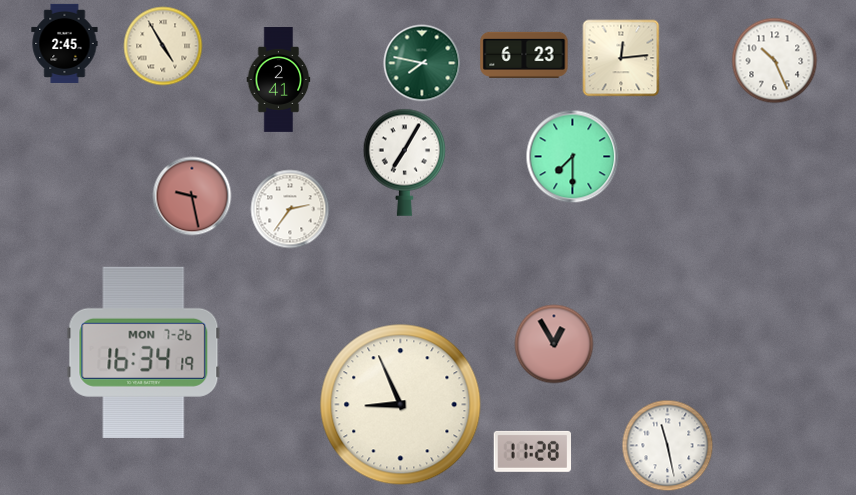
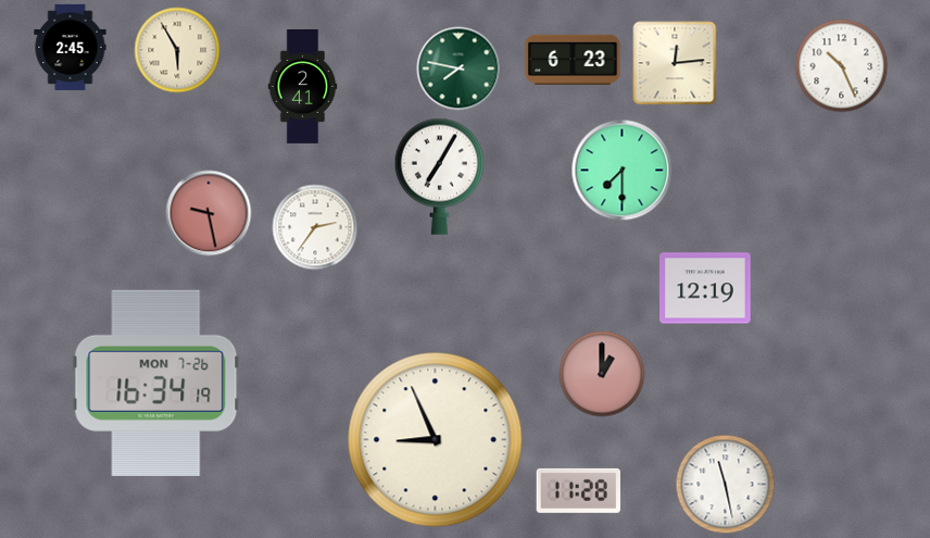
clock at (163, 46): 4:55 -> 5:55
clock at (524, 55) position: (524, 55) -> (573, 60)
clock at (705, 288): none -> 12:19
clock at (554, 344): 12:55 -> 1:00
